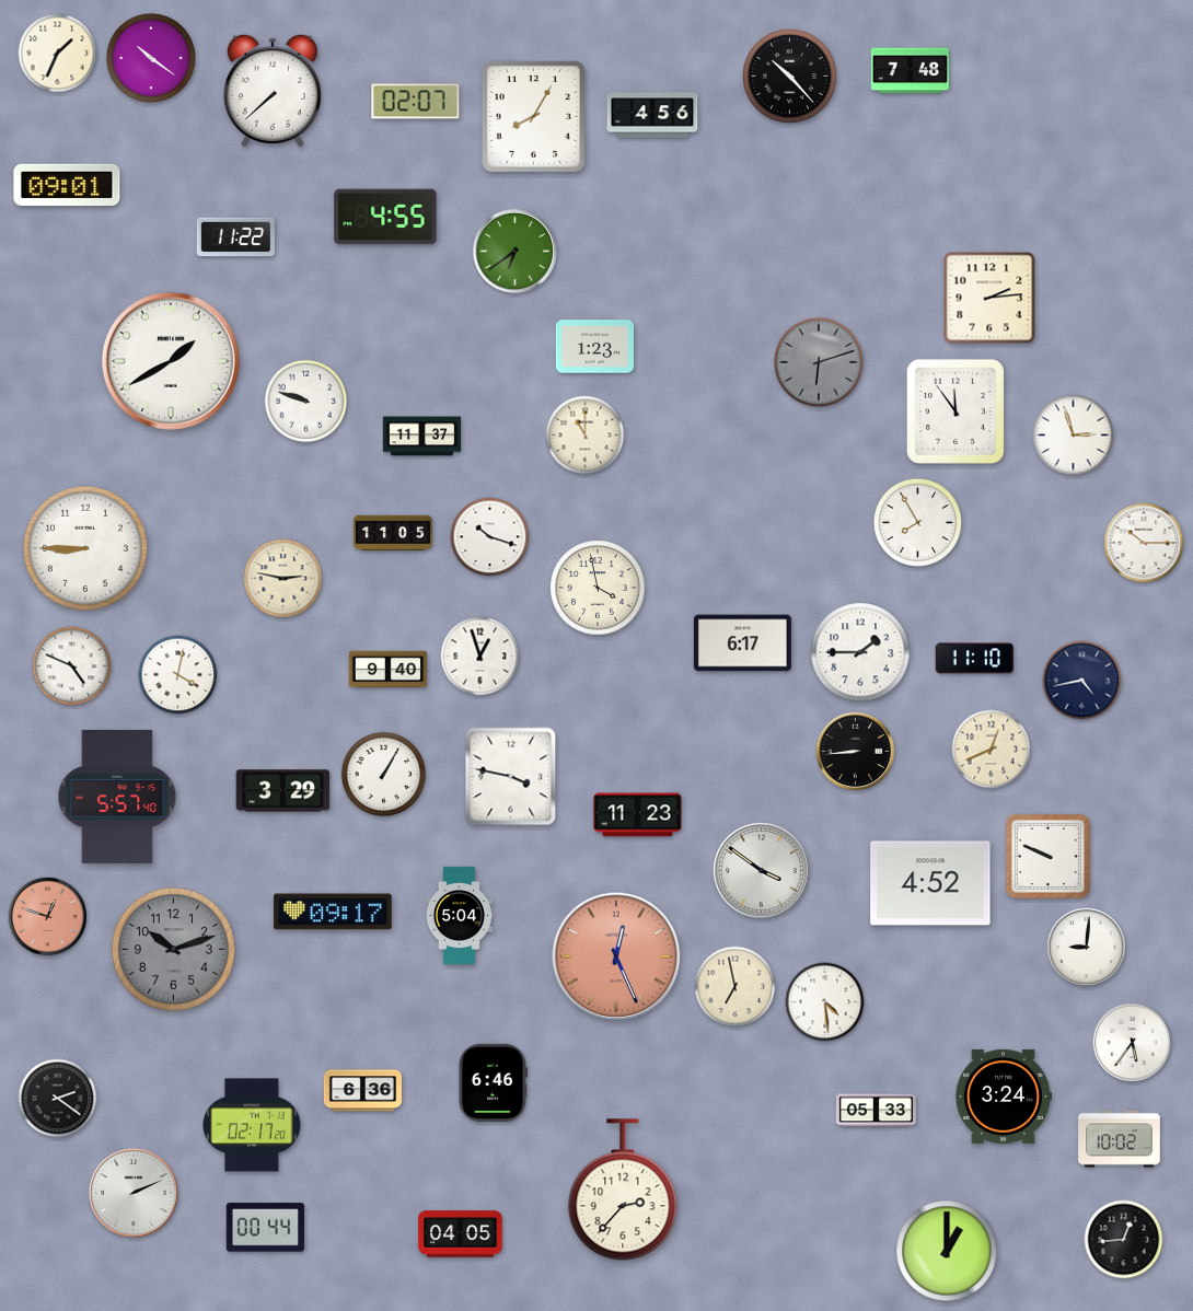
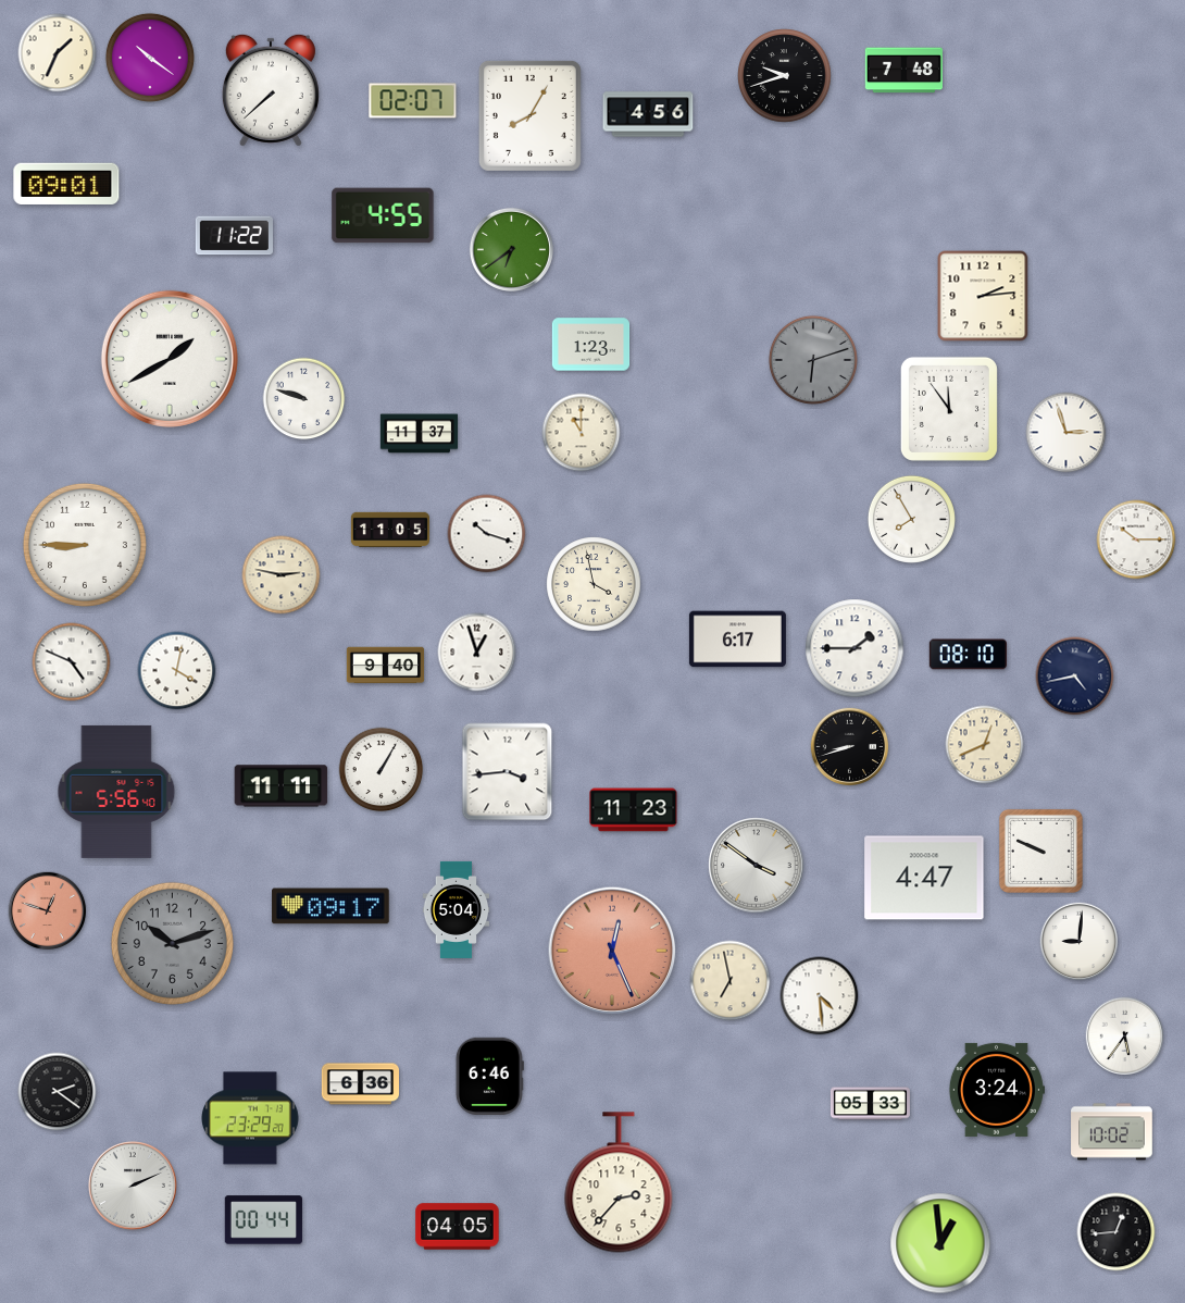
clock at (790, 77): 10:23 -> 9:42
clock at (974, 659): 11:10 -> 08:10
clock at (856, 752): 8:44 -> 8:42
clock at (511, 777): 3:47 -> 3:44
clock at (283, 791): 3:29 -> 11:11
clock at (117, 797): 5:57 -> 5:56
clock at (930, 883): 4:52 -> 4:47
clock at (253, 1125): 02:17 -> 23:29
clock at (947, 1251): 1:00 -> 12:59
